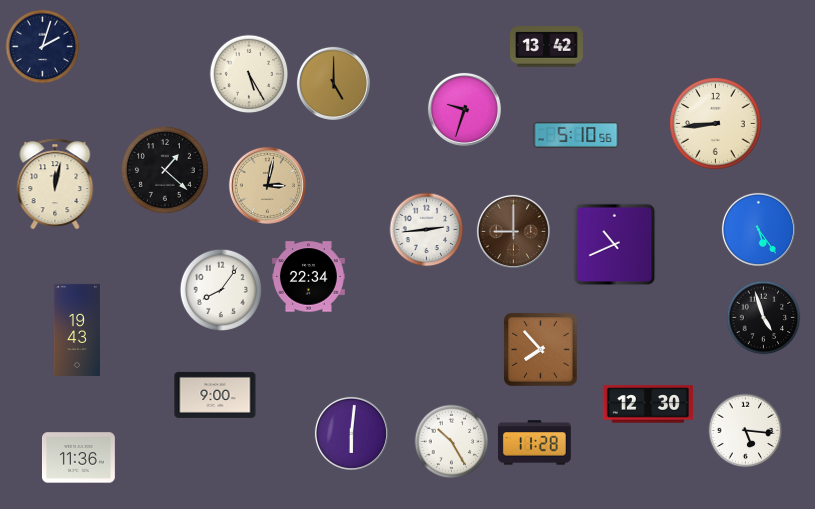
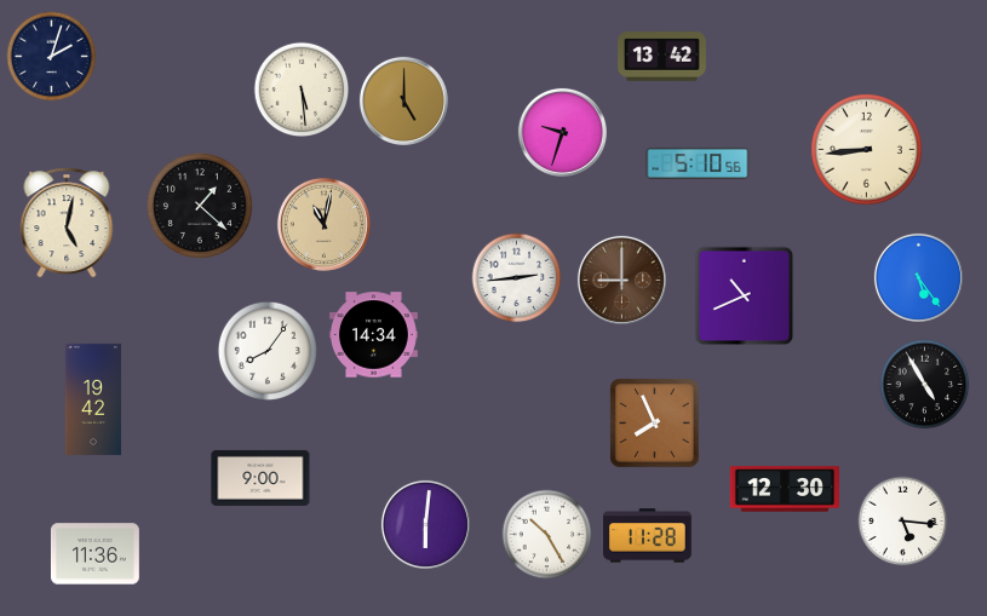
clock at (249, 74): 5:25 -> 5:29
clock at (55, 184): 12:02 -> 5:02
clock at (267, 185): 3:02 -> 11:02
clock at (309, 277): 22:34 -> 14:34
clock at (764, 318): 4:57 -> 4:55
clock at (77, 330): 19:43 -> 19:42
clock at (541, 350): 7:53 -> 7:56
